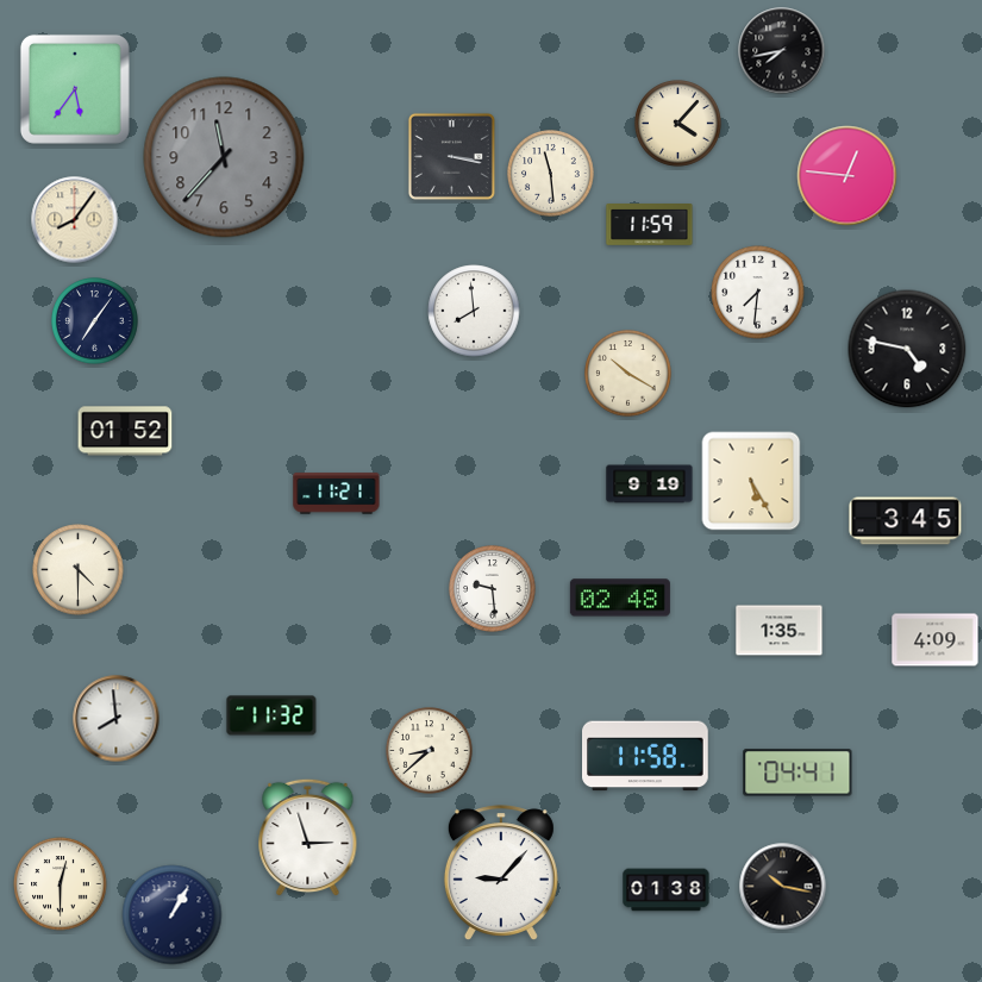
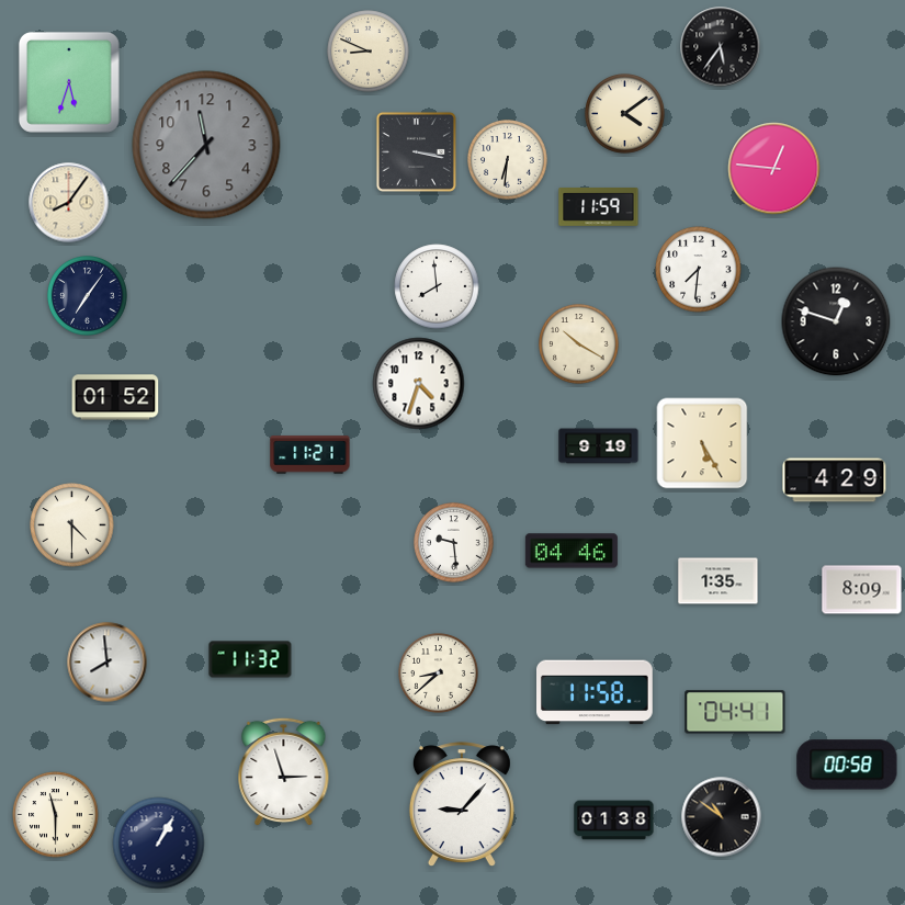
clock at (782, 51): 7:43 -> 5:36
clock at (369, 52): none -> 8:49
clock at (75, 89): 5:36 -> 5:33
clock at (678, 124): 4:07 -> 4:09
clock at (451, 156) position: (451, 156) -> (416, 151)
clock at (551, 174): 11:29 -> 6:31
clock at (847, 176) position: (847, 176) -> (774, 169)
clock at (907, 349): 4:47 -> 12:48
clock at (419, 384): none -> 4:33
clock at (751, 481) position: (751, 481) -> (702, 443)
clock at (906, 521): 3:45 -> 4:29
clock at (620, 598): 02:48 -> 04:46
clock at (936, 640): 4:09 -> 8:09
clock at (430, 751) position: (430, 751) -> (439, 674)
clock at (646, 756) position: (646, 756) -> (596, 692)
clock at (847, 765): none -> 00:58
clock at (61, 884): 12:30 -> 11:30
clock at (783, 887): 10:17 -> 10:51
